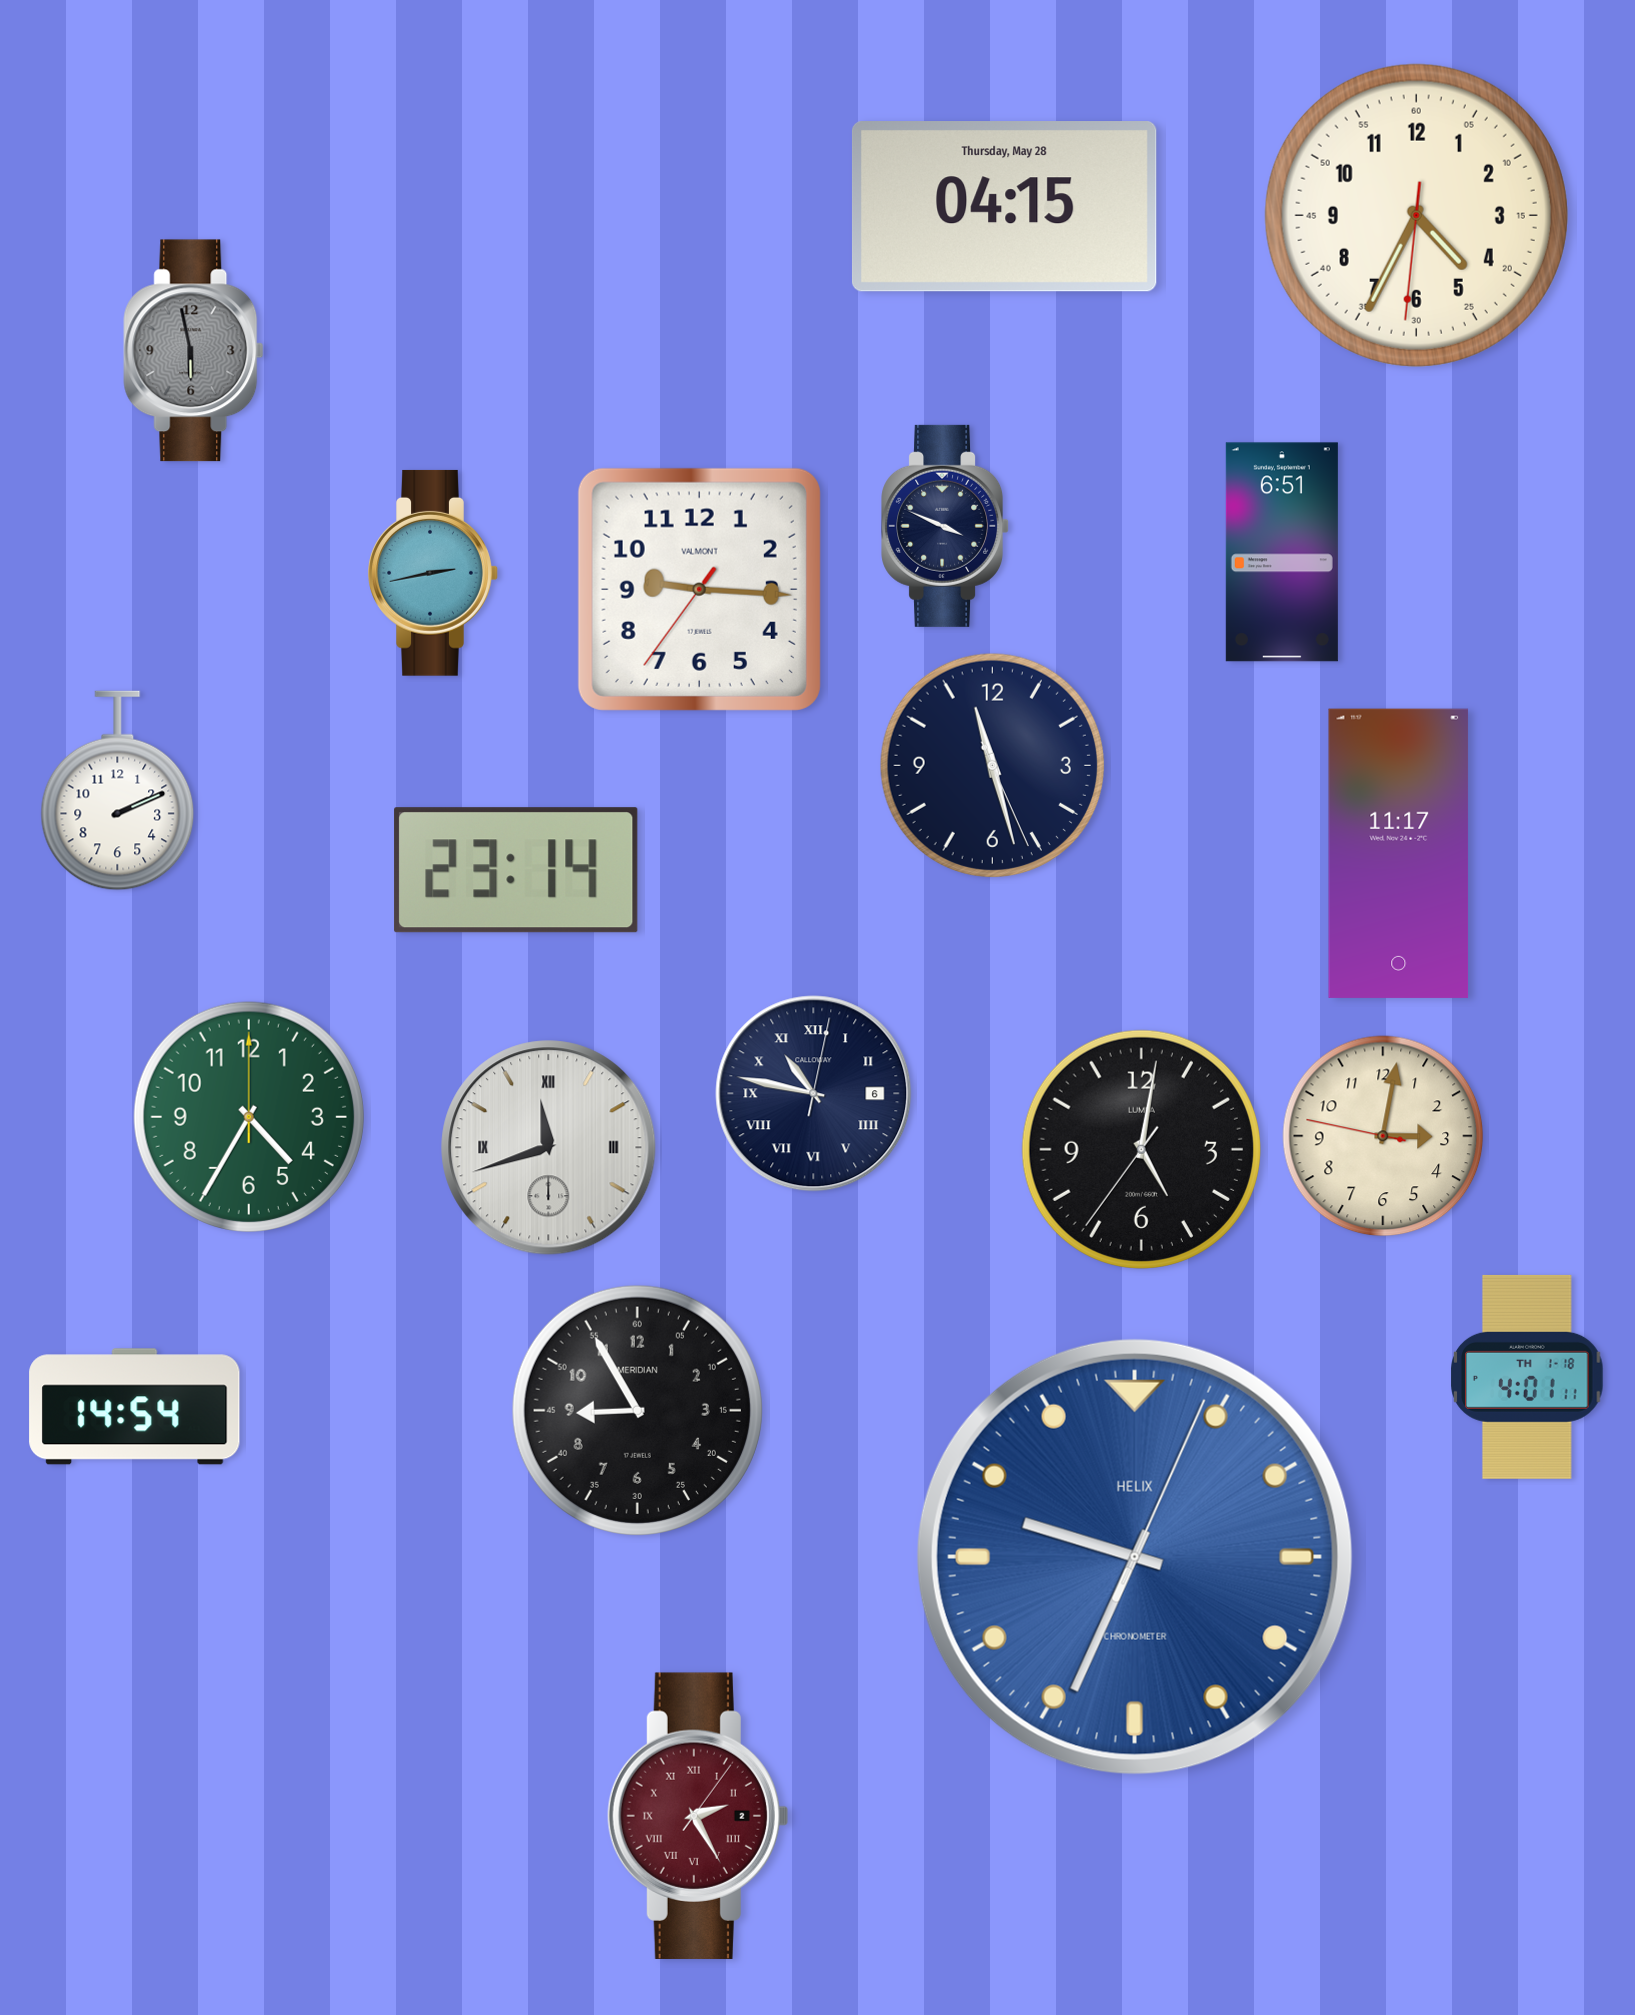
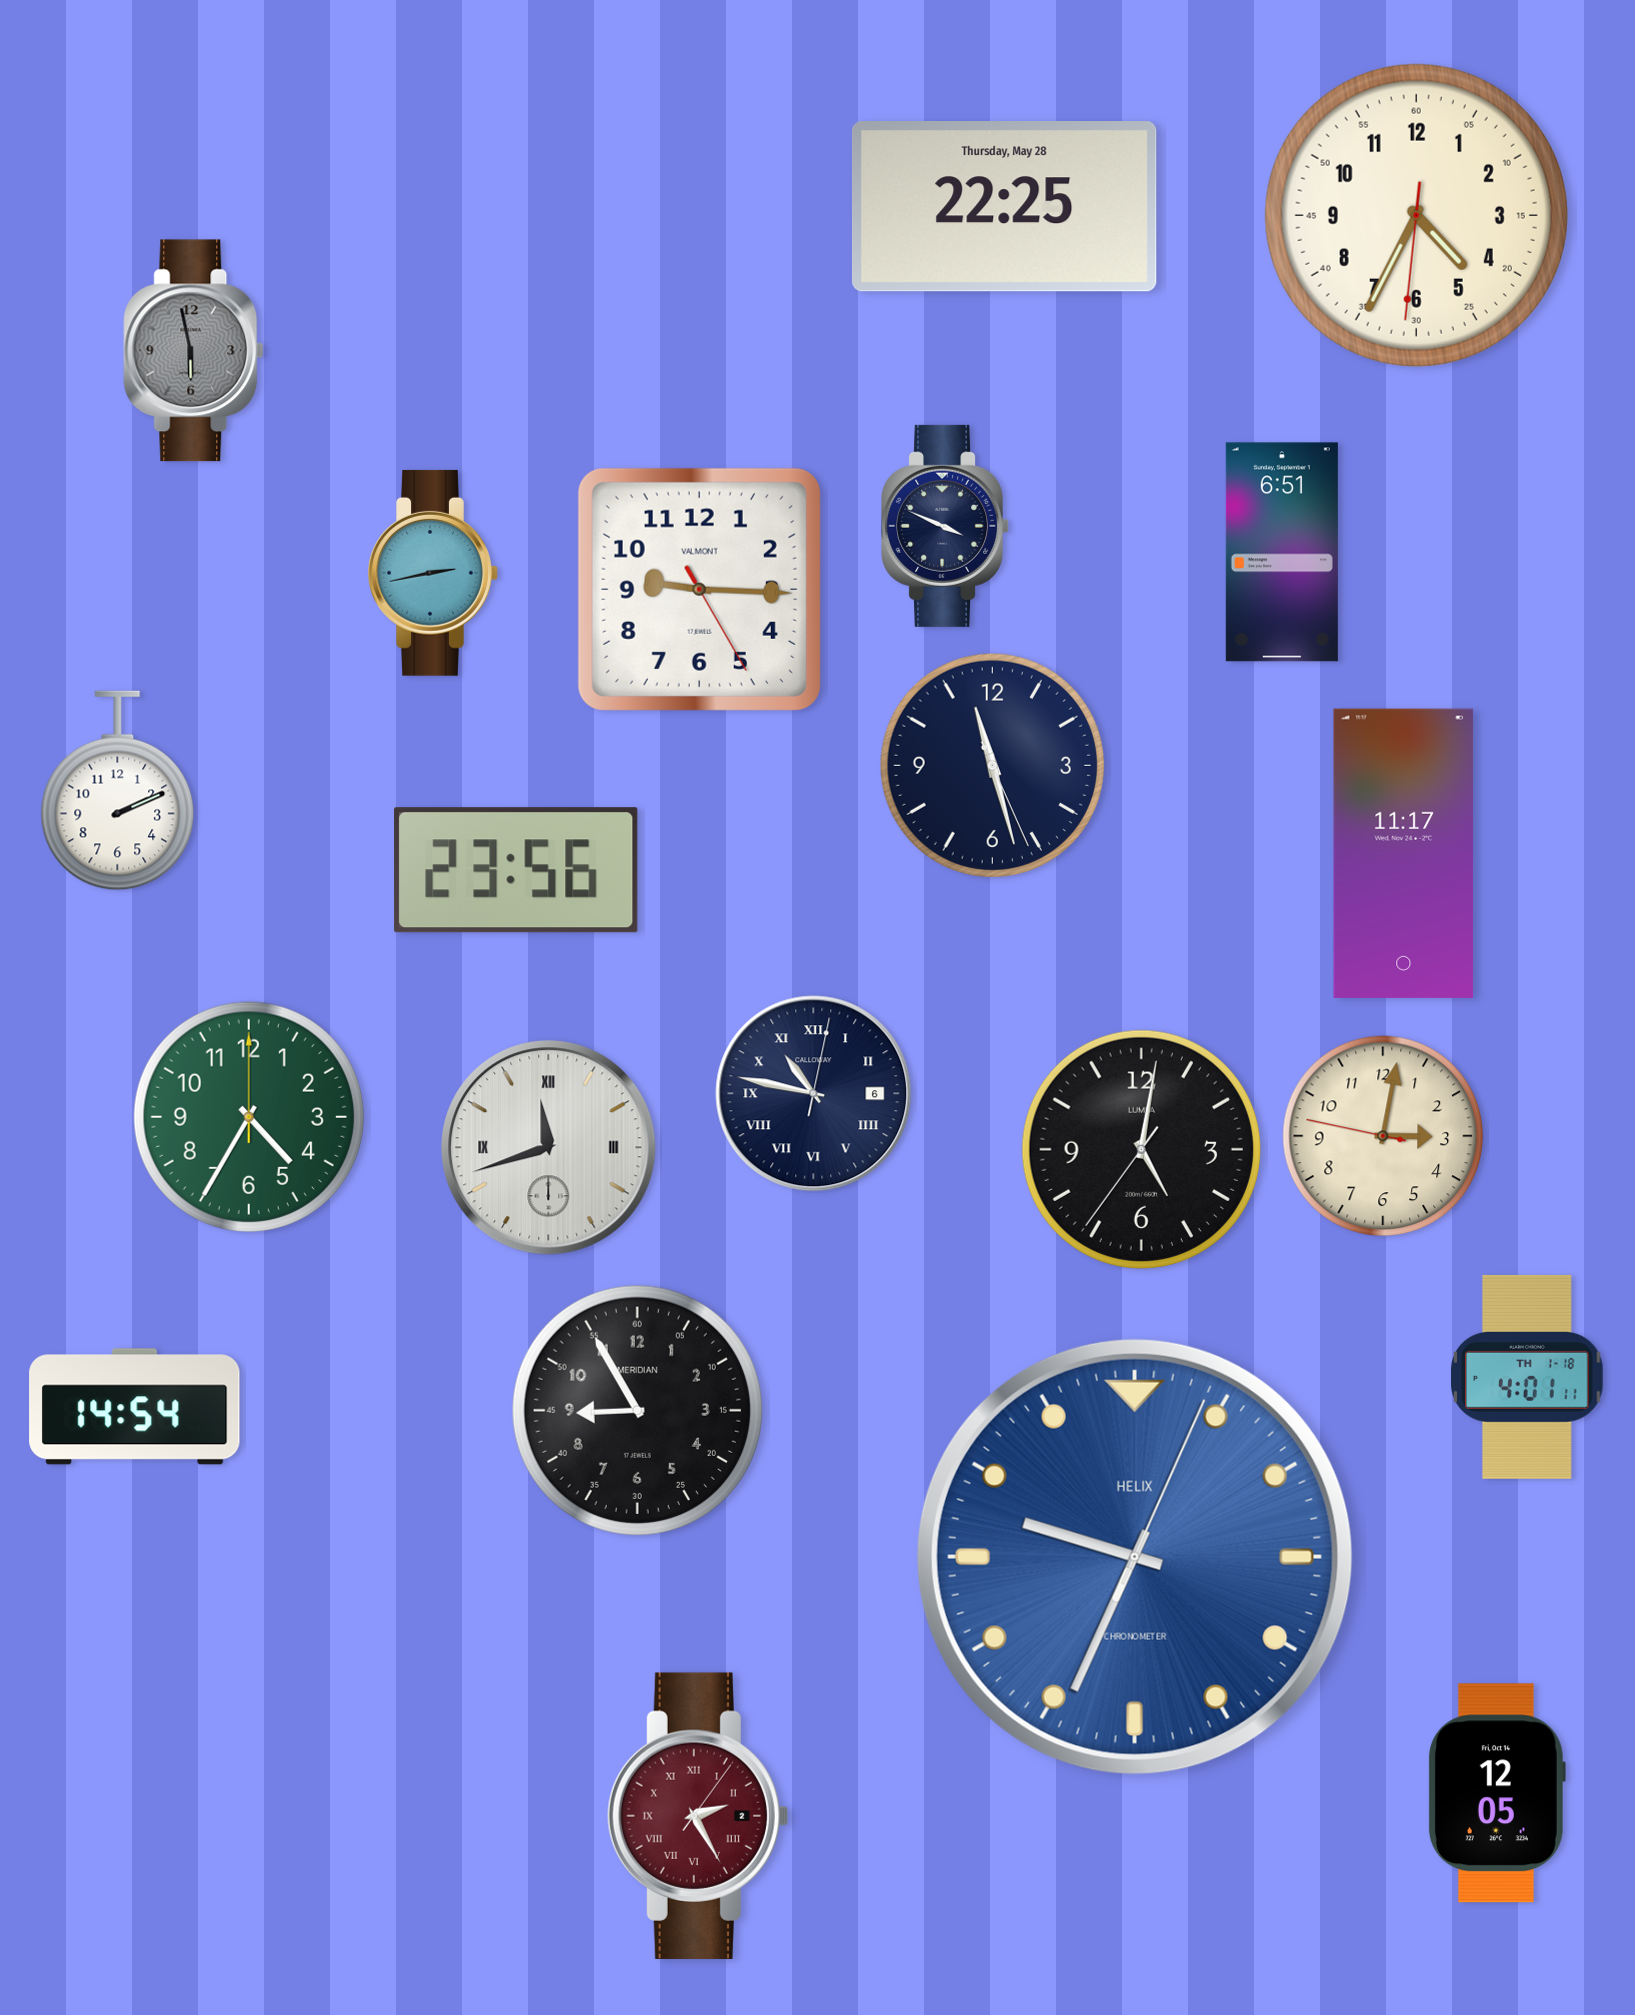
clock at (1004, 207): 04:15 -> 22:25
clock at (699, 589): 9:15:36 -> 9:15:25
clock at (1399, 853) position: (1399, 853) -> (1404, 853)
clock at (516, 870): 23:14 -> 23:56
clock at (1497, 1793): none -> 12:05
